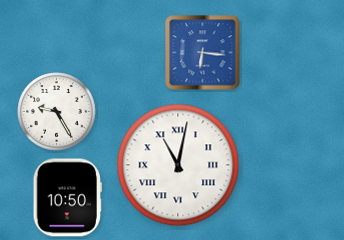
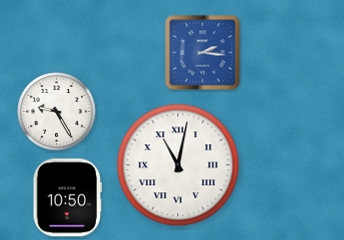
clock at (203, 53): 6:16 -> 2:16
